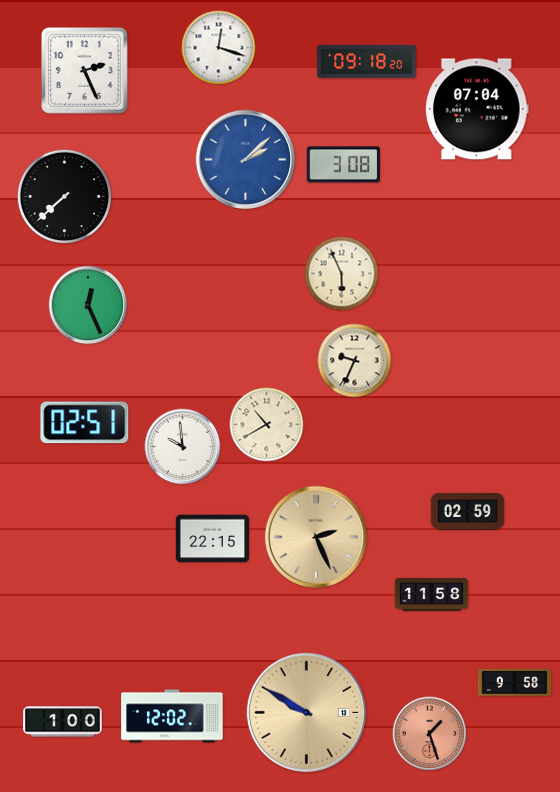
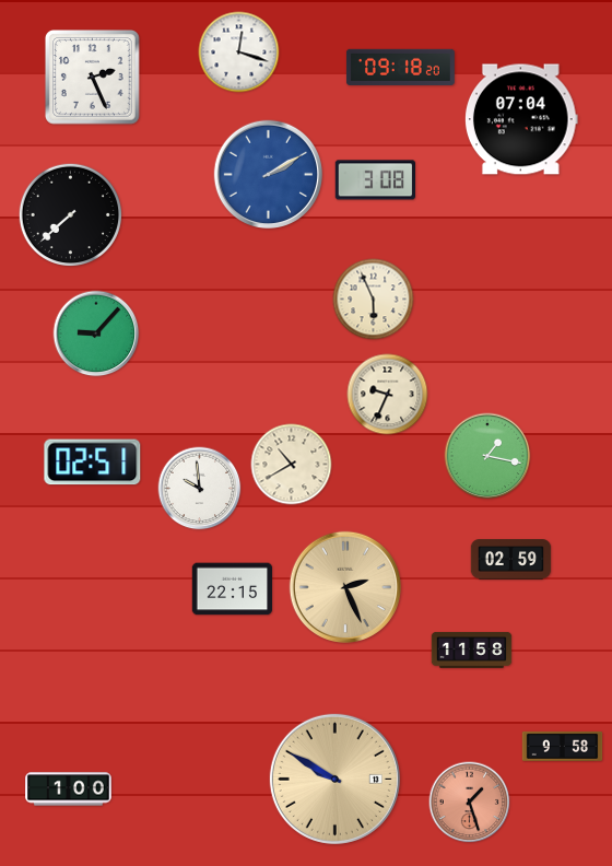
clock at (246, 160): 2:08 -> 2:10
clock at (88, 305): 12:26 -> 9:07
clock at (487, 456): none -> 1:17
clock at (172, 716): 12:02 -> none
